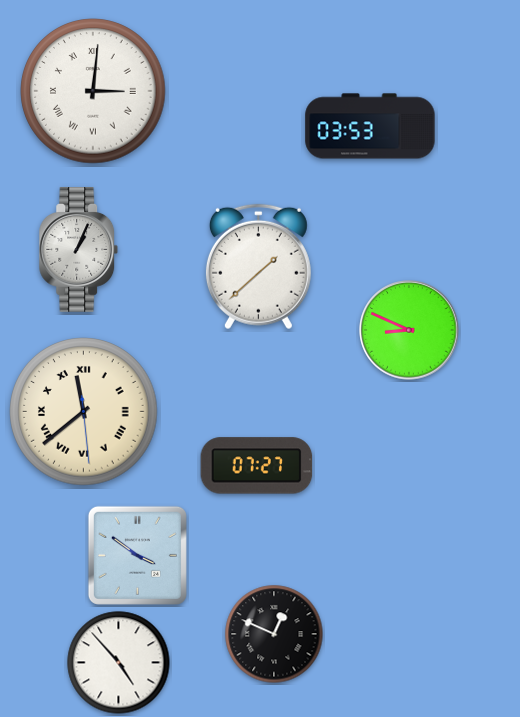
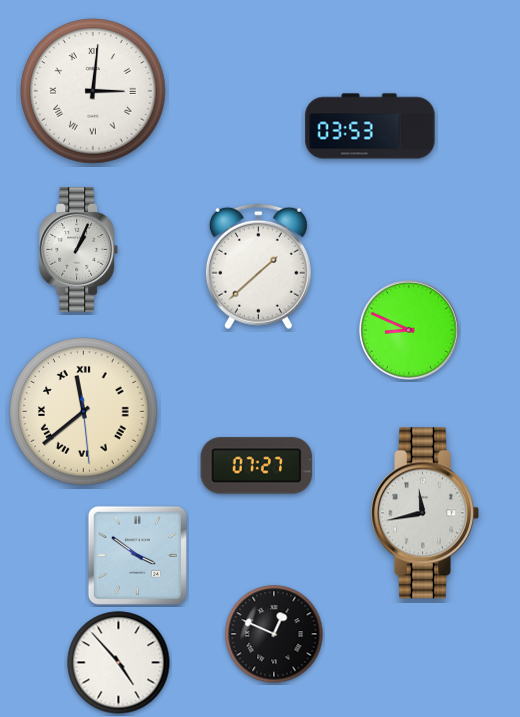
clock at (425, 513): none -> 11:43
